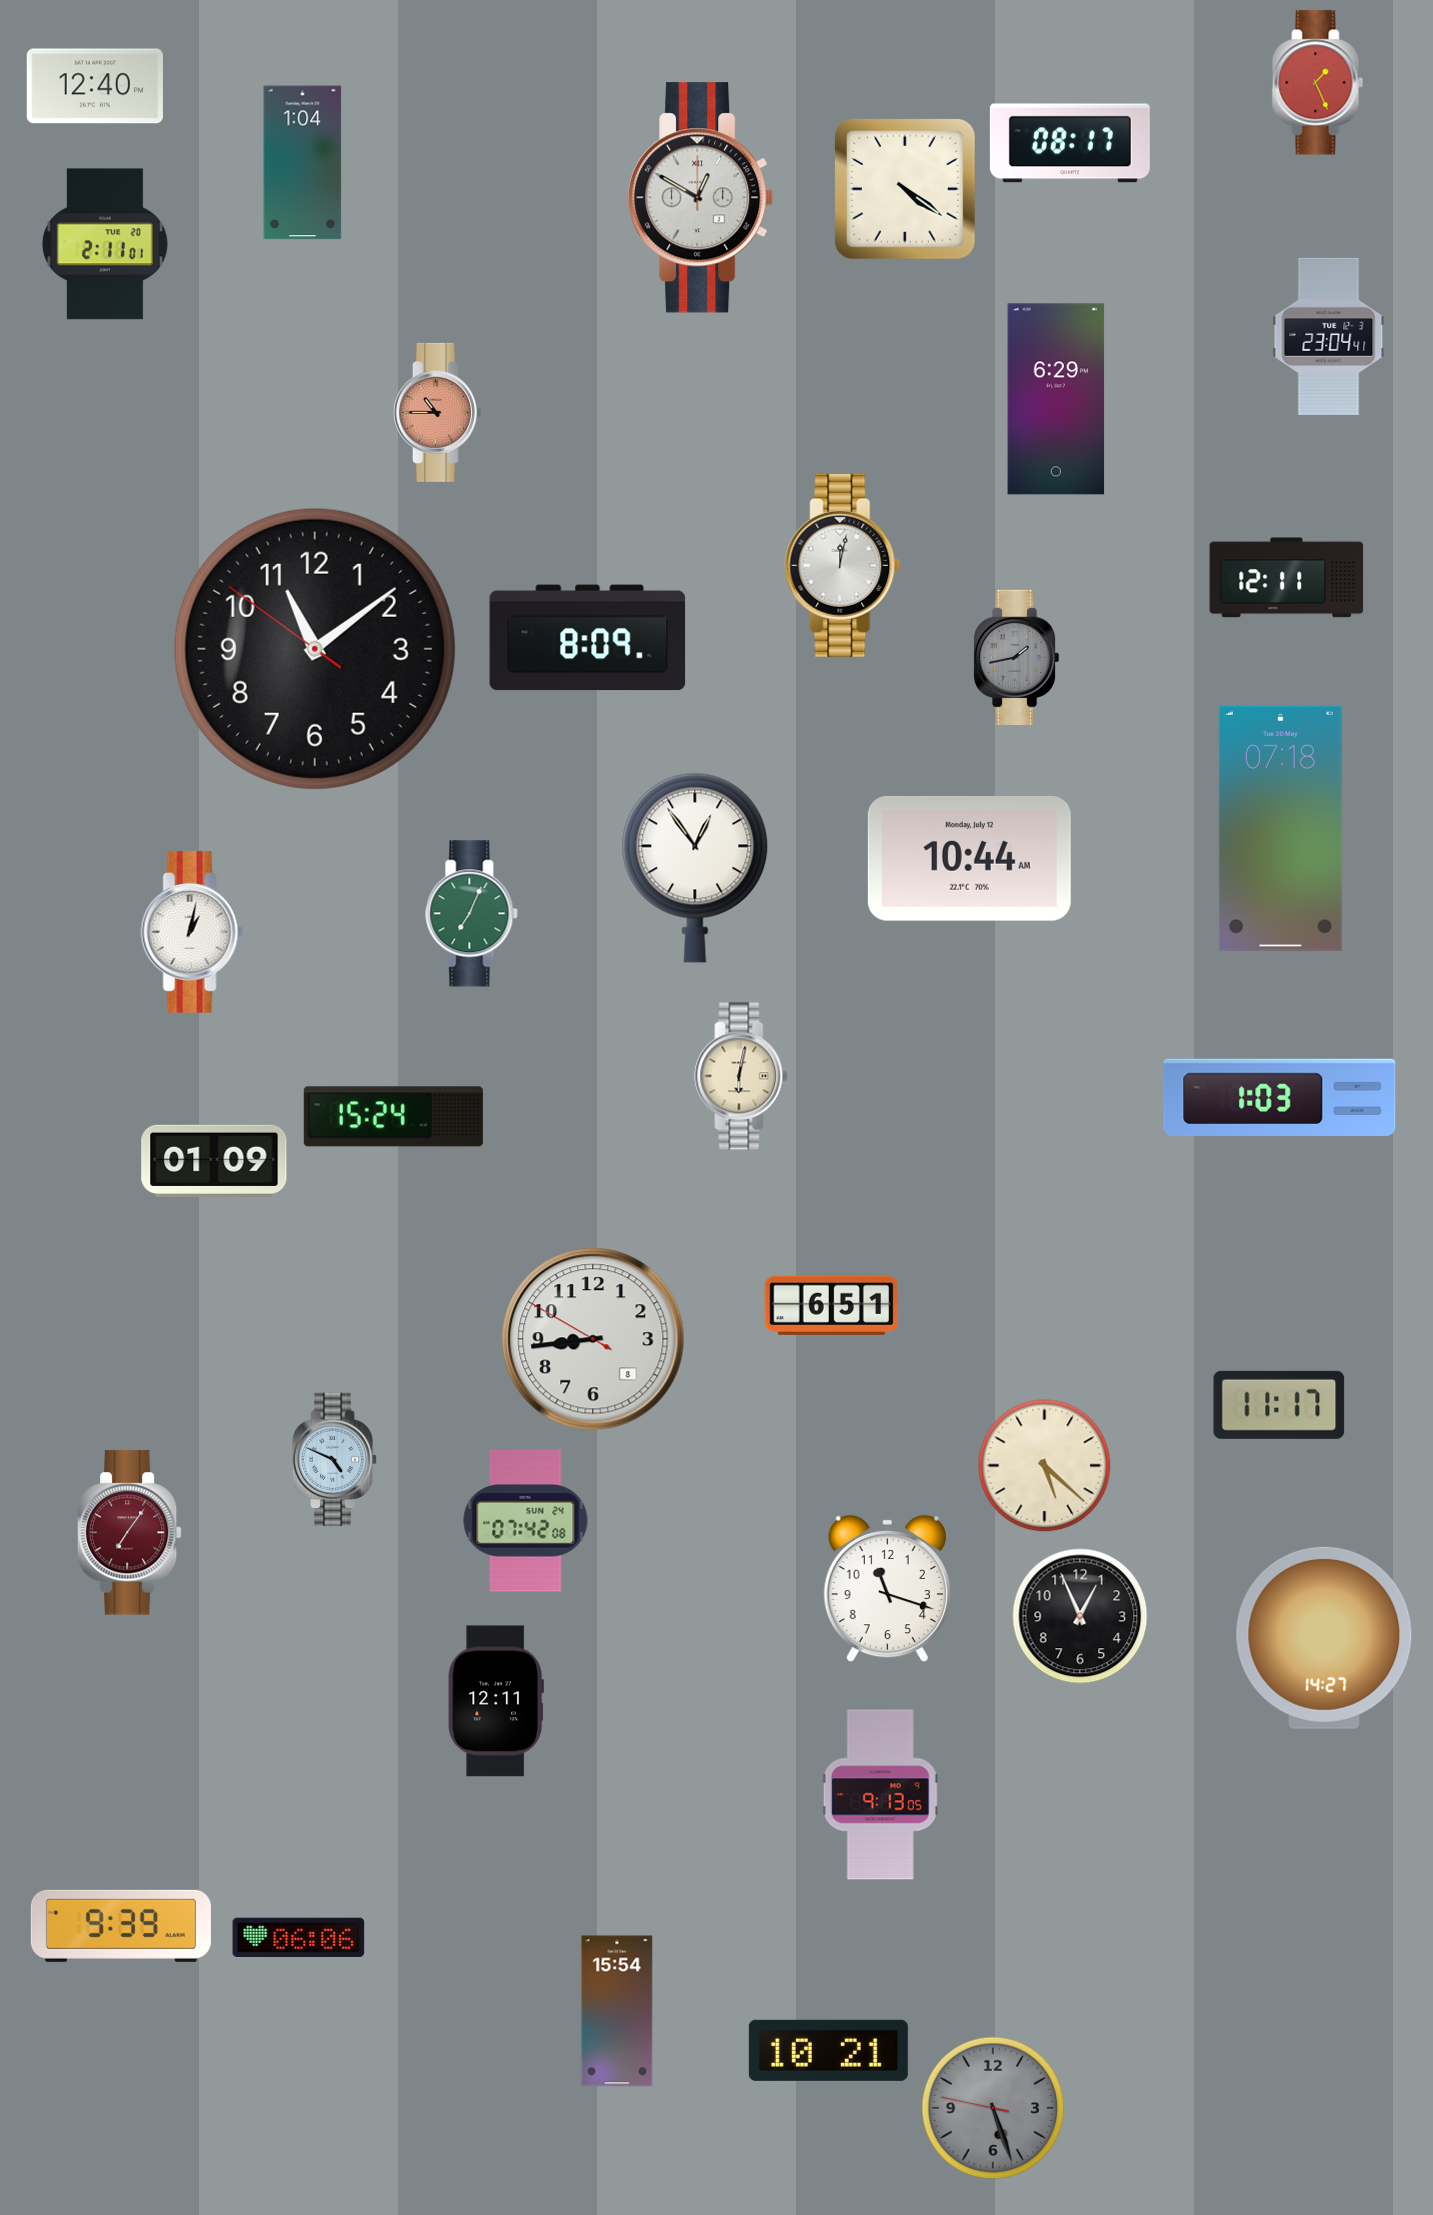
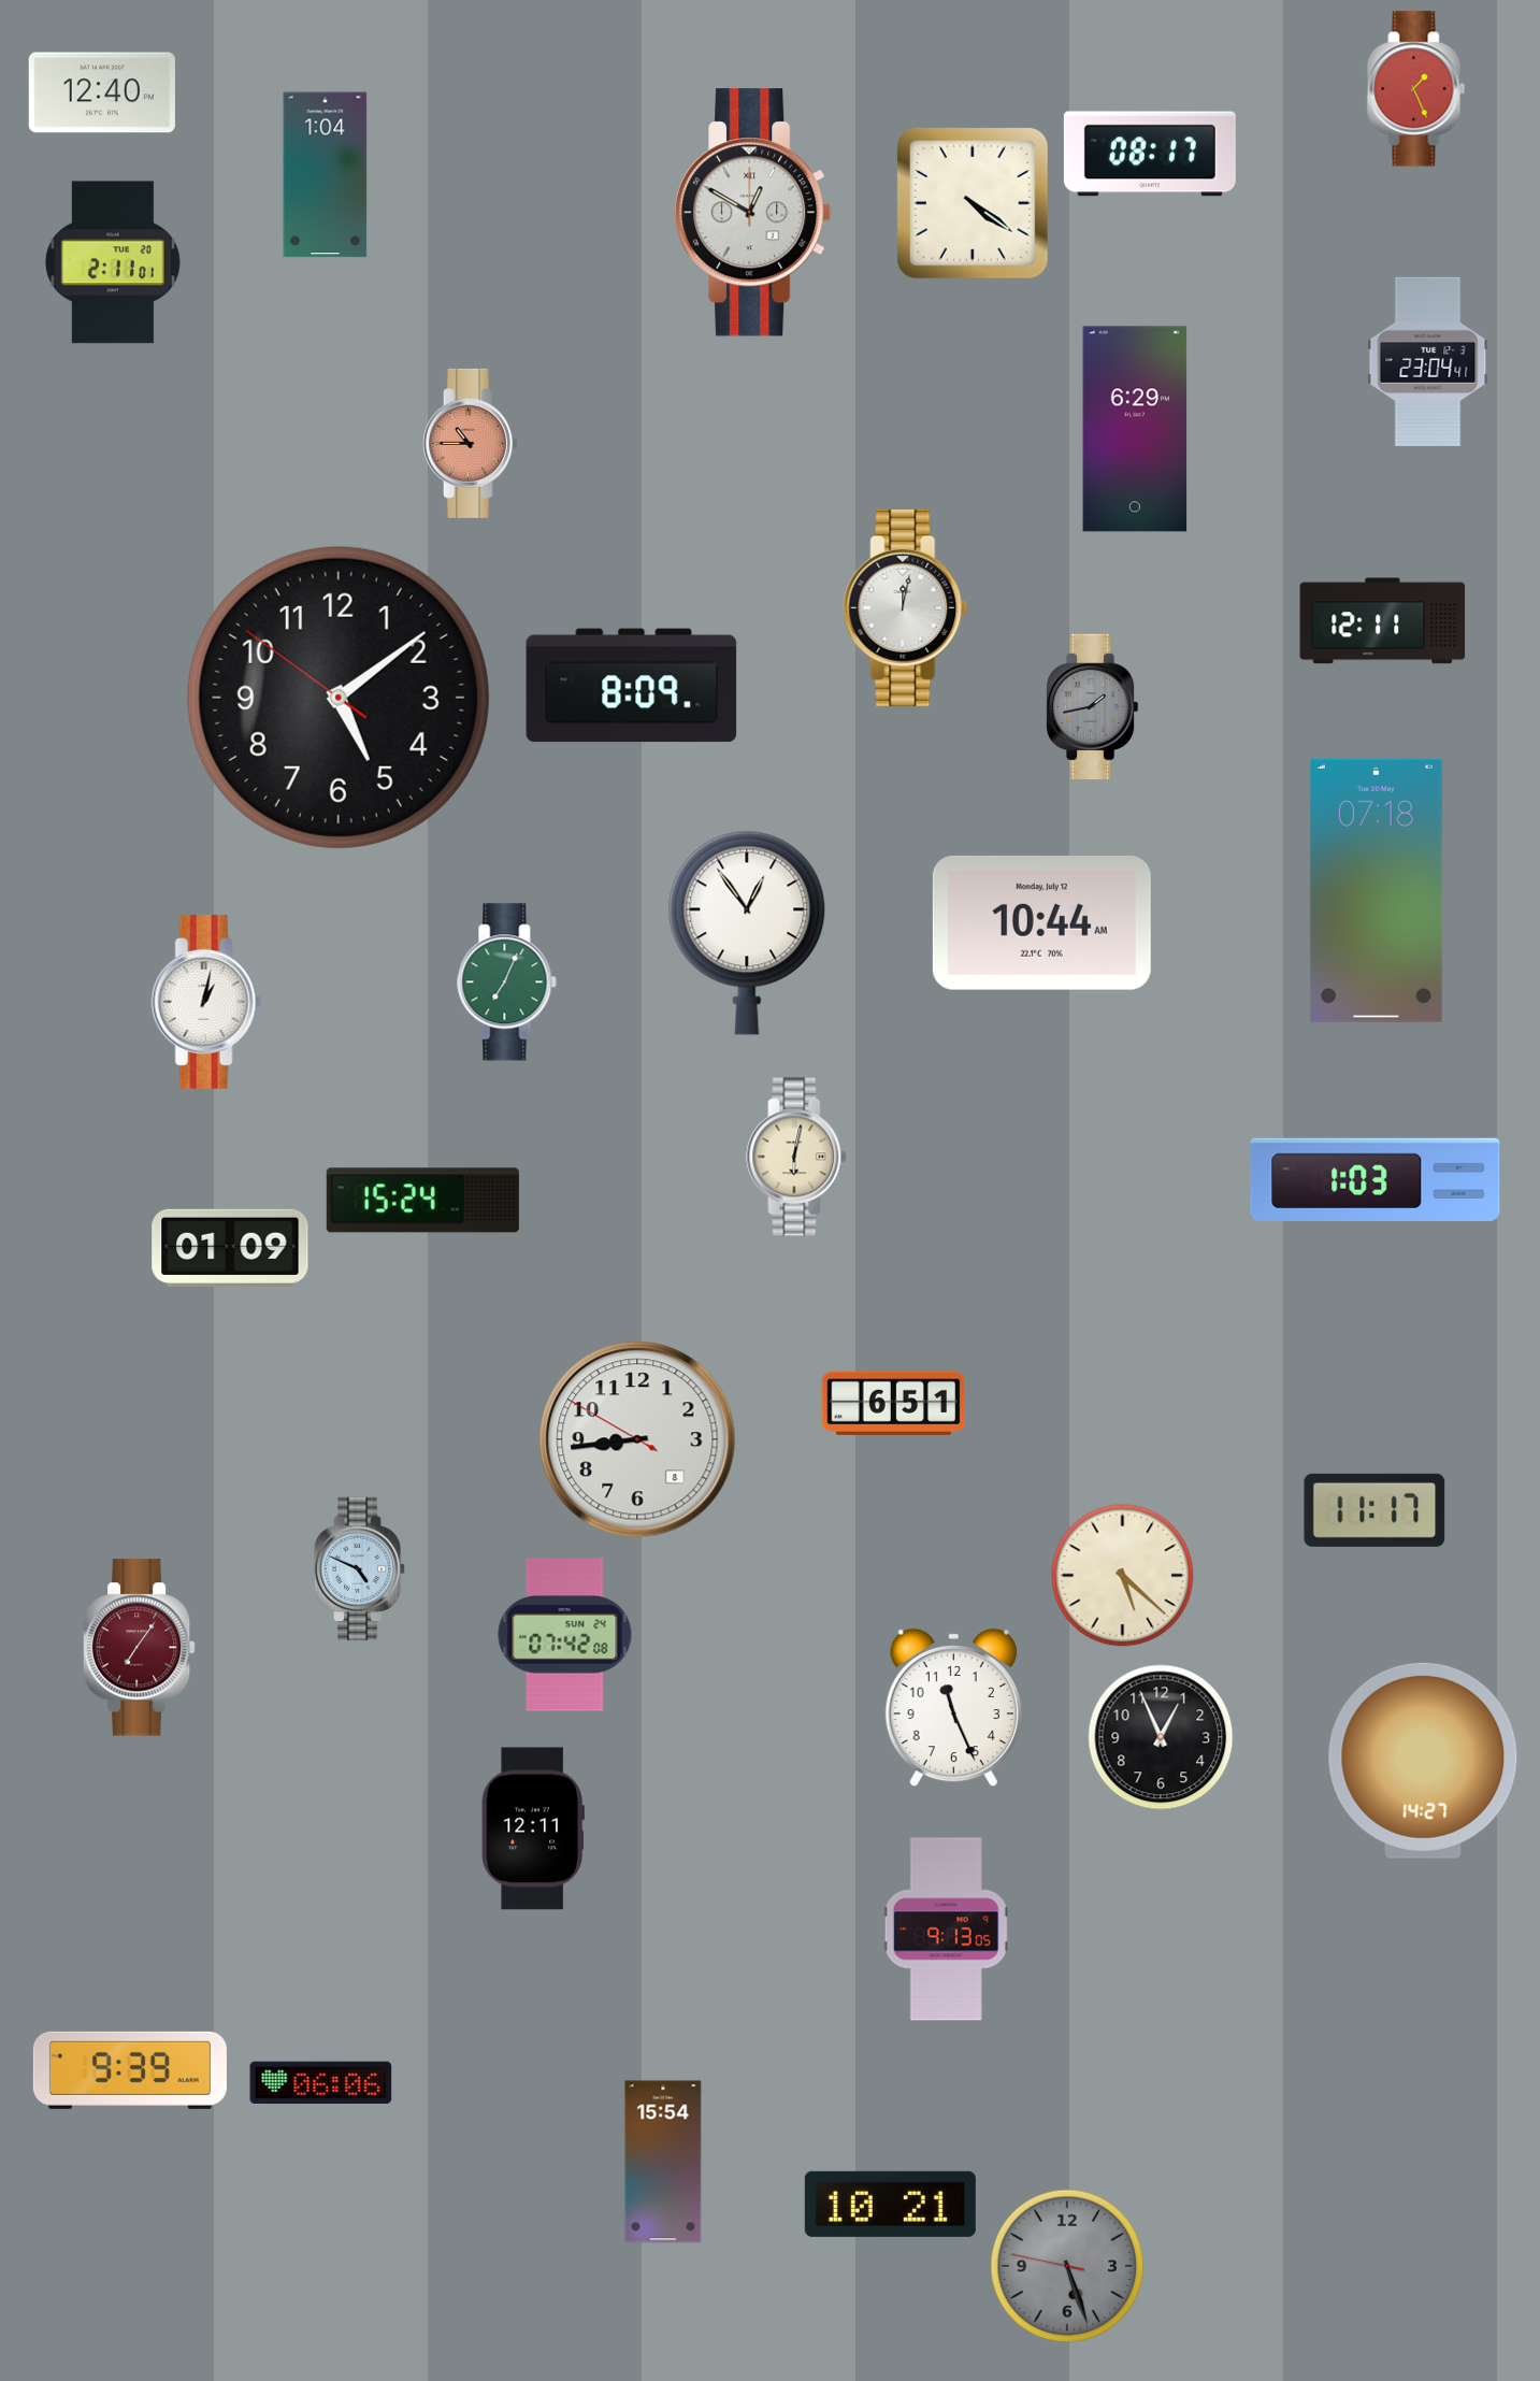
clock at (315, 649): 11:08 -> 5:08
clock at (887, 1589): 11:18 -> 11:26
